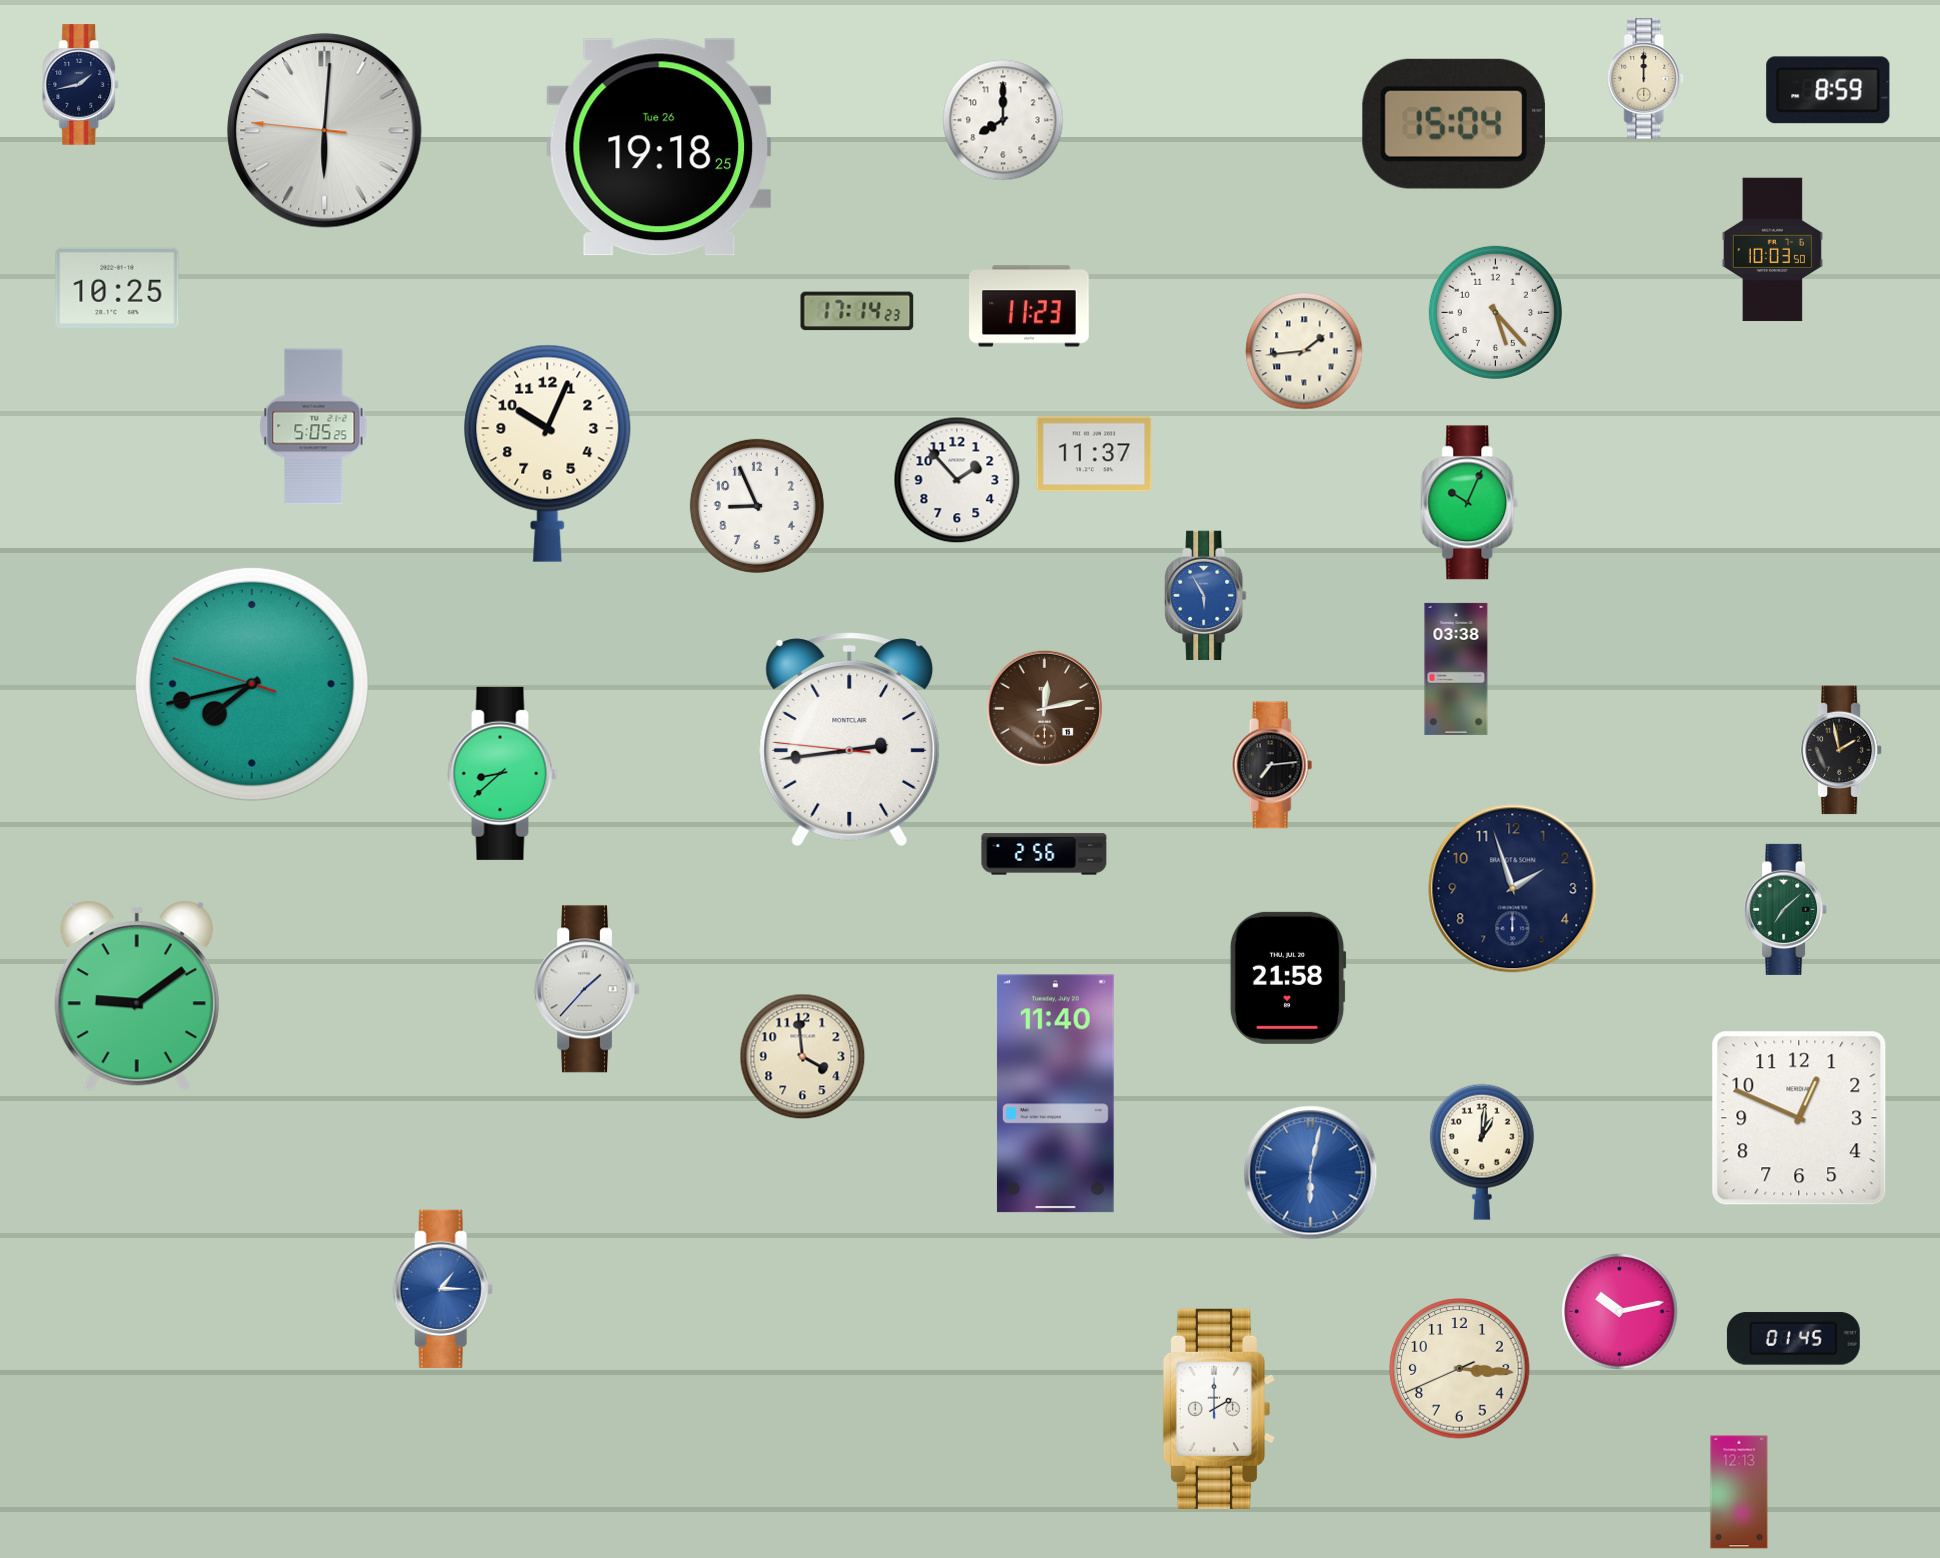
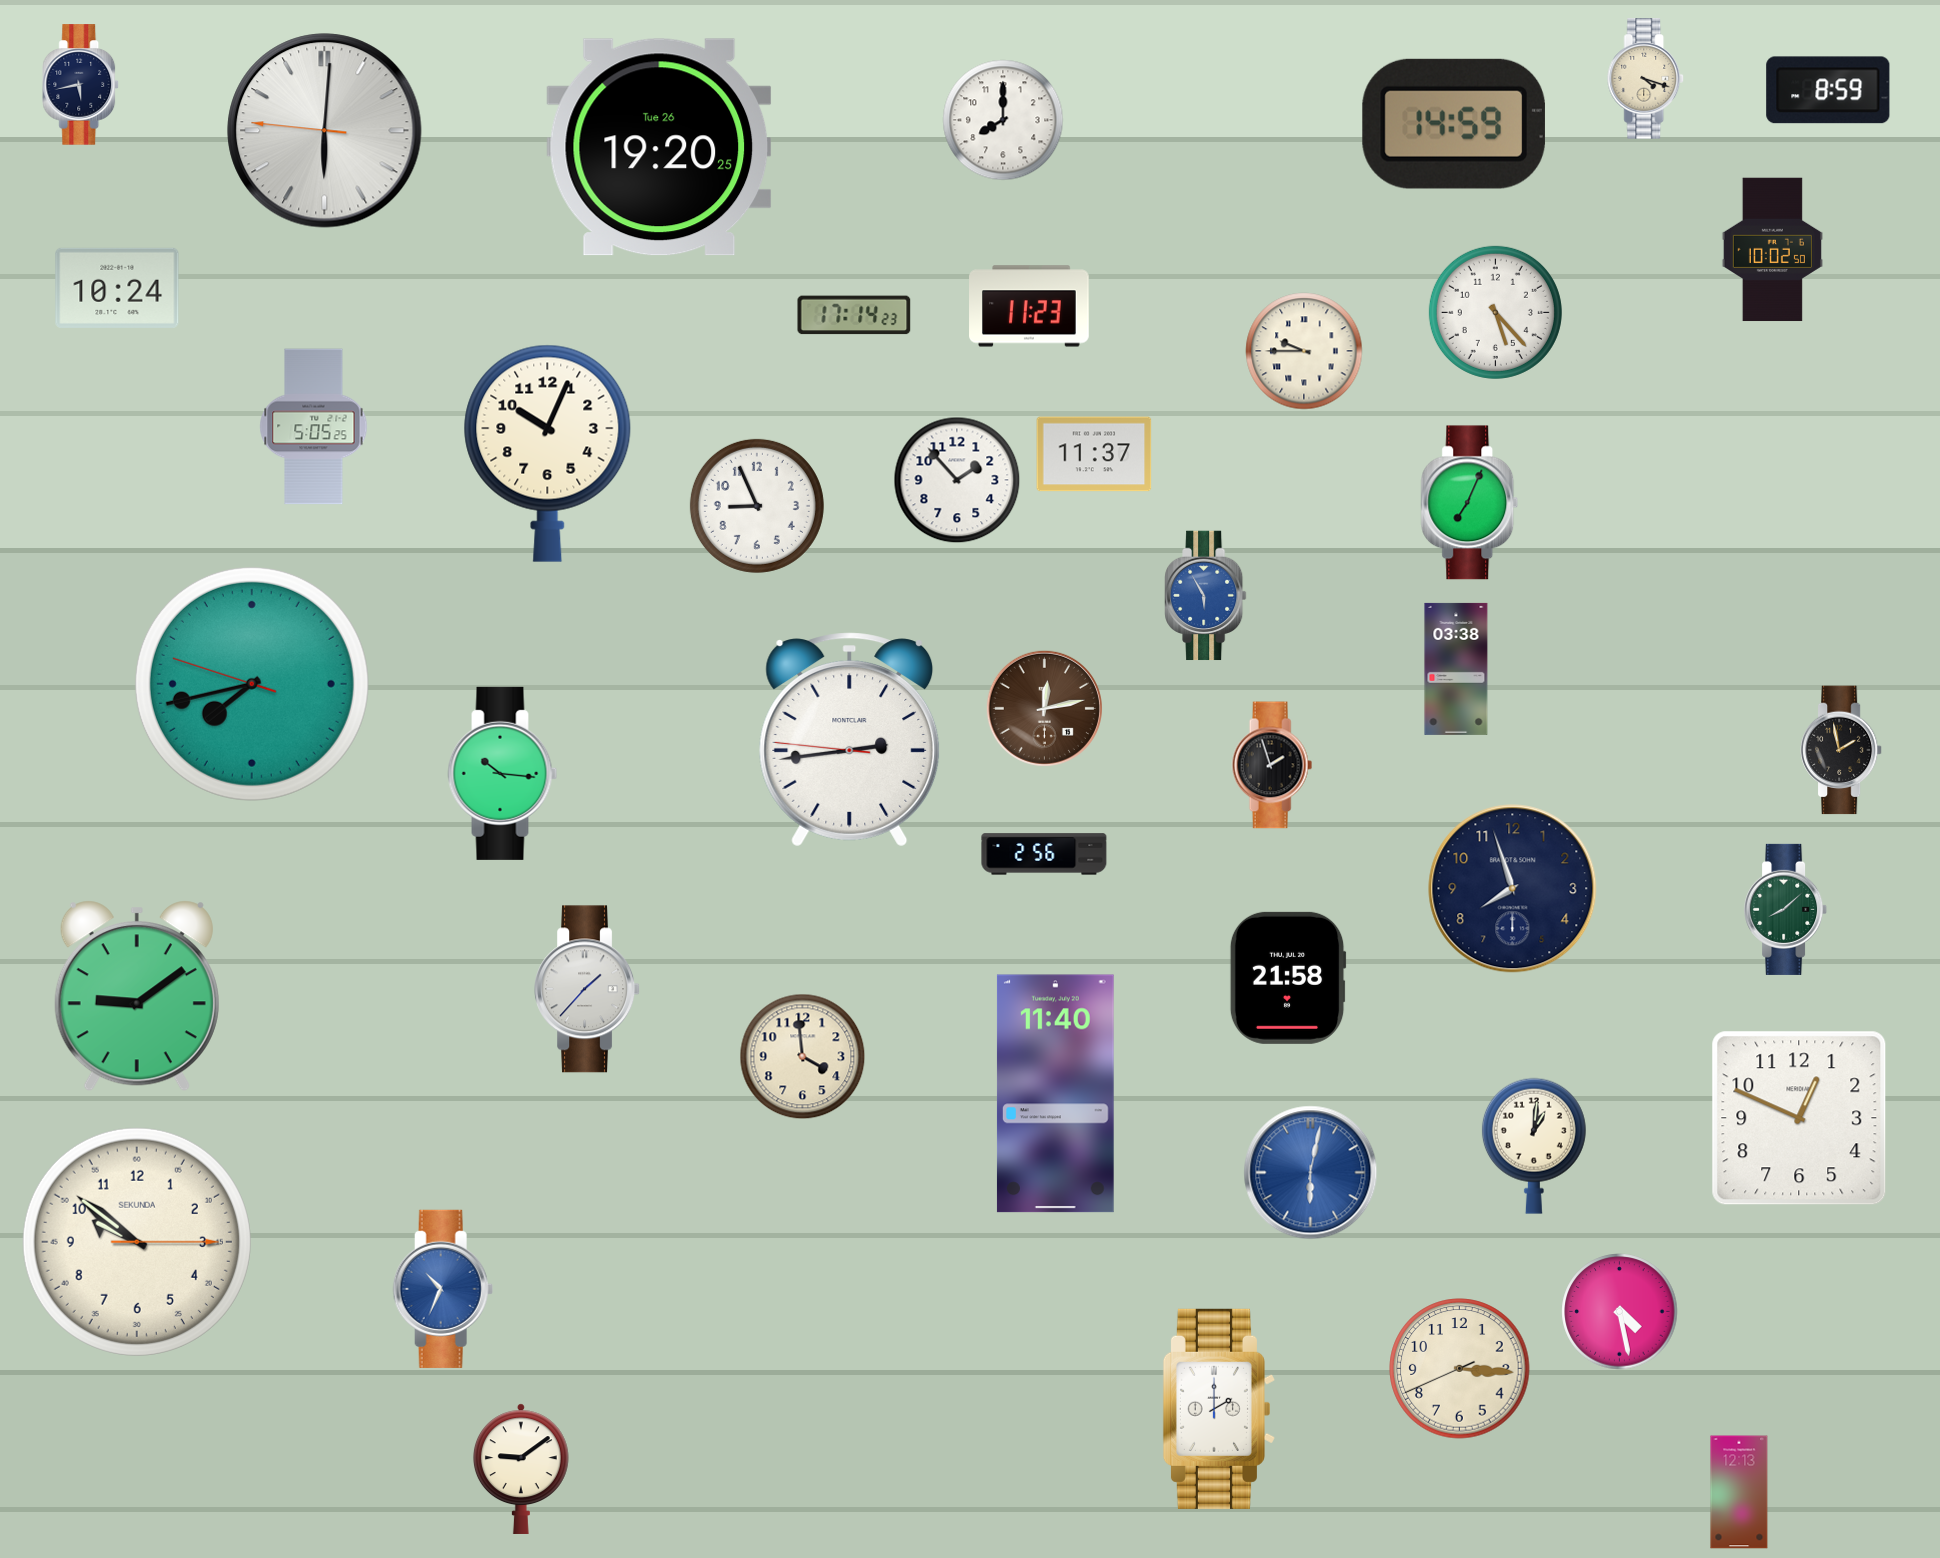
clock at (1646, 79): 12:00 -> 4:18
clock at (81, 85): 1:43 -> 5:43
clock at (1454, 124): 15:04 -> 14:59
clock at (659, 147): 19:18 -> 19:20
clock at (1772, 250): 10:03 -> 10:02
clock at (117, 288): 10:25 -> 10:24
clock at (857, 311) position: (857, 311) -> (854, 315)
clock at (1304, 351): 1:44 -> 9:45
clock at (1470, 503): 10:04 -> 7:04
clock at (1272, 765): 7:14 -> 1:57
clock at (503, 773): 8:38 -> 10:16
clock at (1513, 889): 1:57 -> 7:57
clock at (1786, 909): 7:08 -> 8:08
clock at (1482, 1152) position: (1482, 1152) -> (1534, 1146)
clock at (137, 1242): none -> 9:51
clock at (443, 1289): 1:15 -> 10:34
clock at (1620, 1312): 10:13 -> 4:28
clock at (1793, 1339): 01:45 -> none
clock at (521, 1469): none -> 9:09
